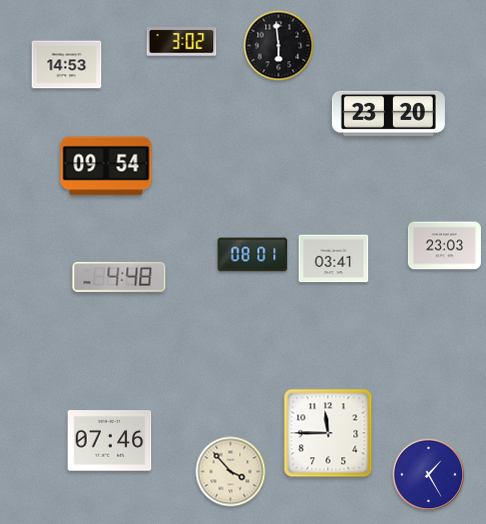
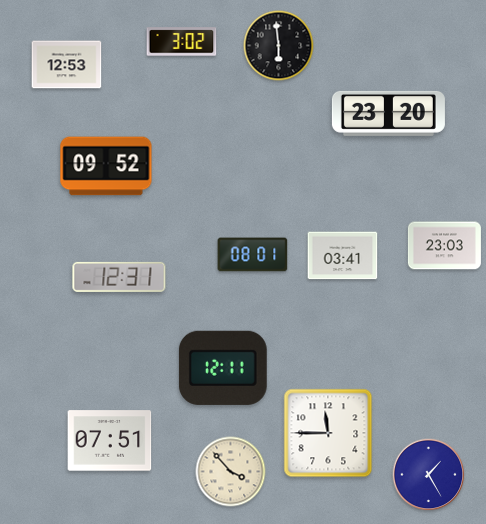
clock at (67, 65): 14:53 -> 12:53
clock at (106, 166): 09:54 -> 09:52
clock at (334, 259) position: (334, 259) -> (343, 256)
clock at (119, 277): 4:48 -> 12:31
clock at (223, 368): none -> 12:11
clock at (110, 441): 07:46 -> 07:51
